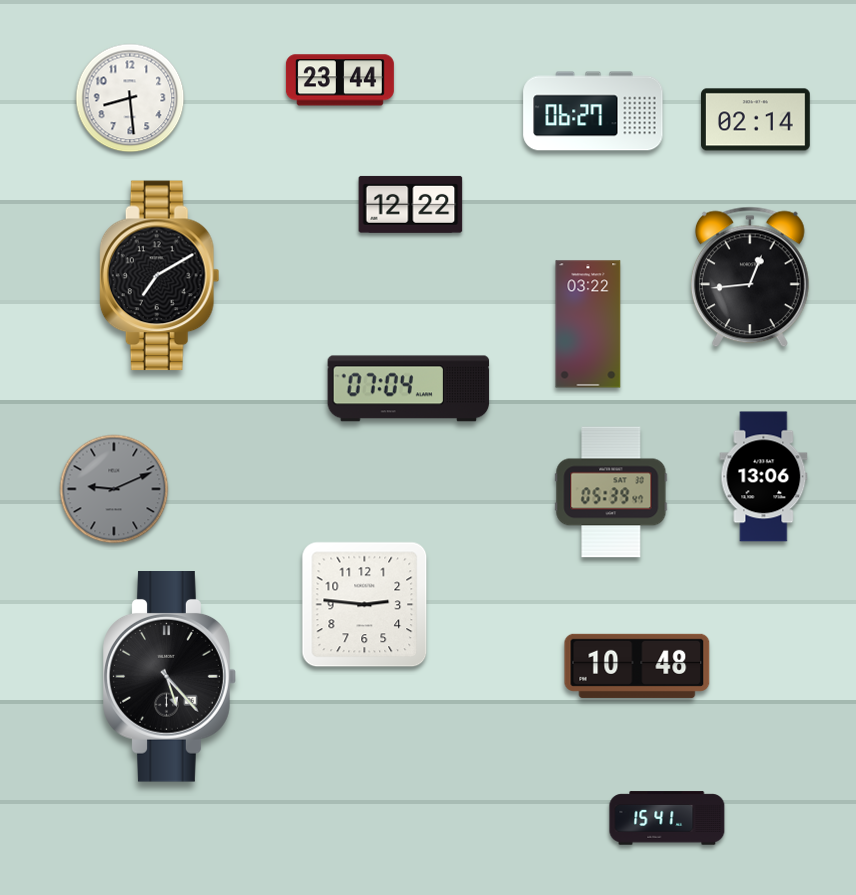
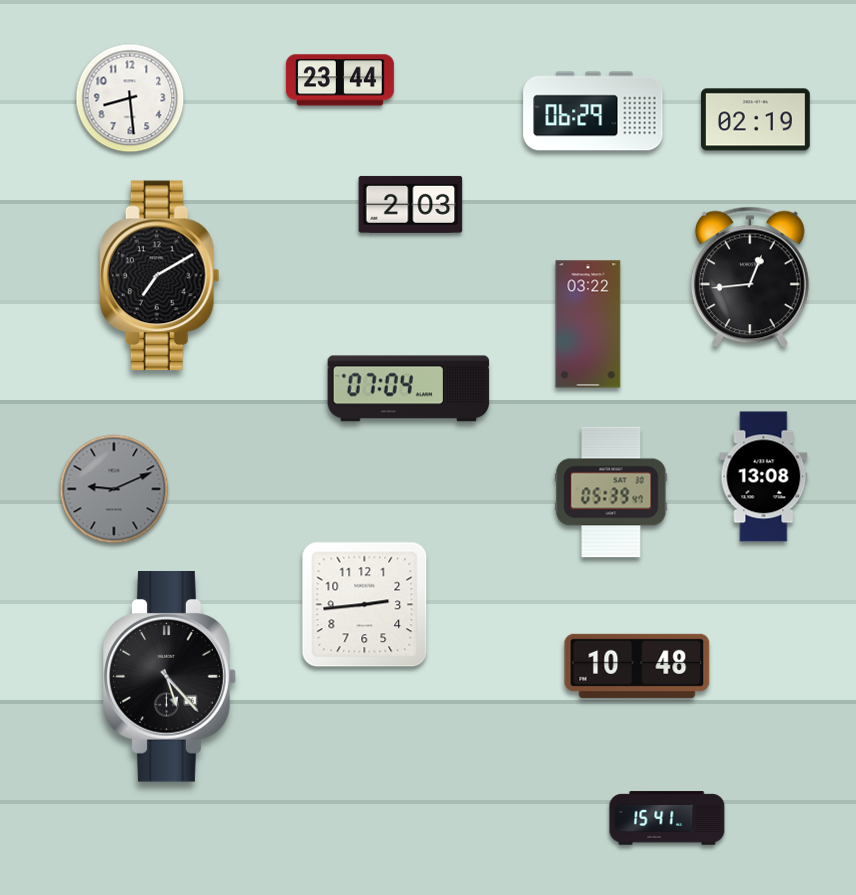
clock at (593, 111): 06:27 -> 06:29
clock at (756, 120): 02:14 -> 02:19
clock at (411, 204): 12:22 -> 2:03
clock at (764, 477): 13:06 -> 13:08
clock at (365, 605): 2:46 -> 2:44
